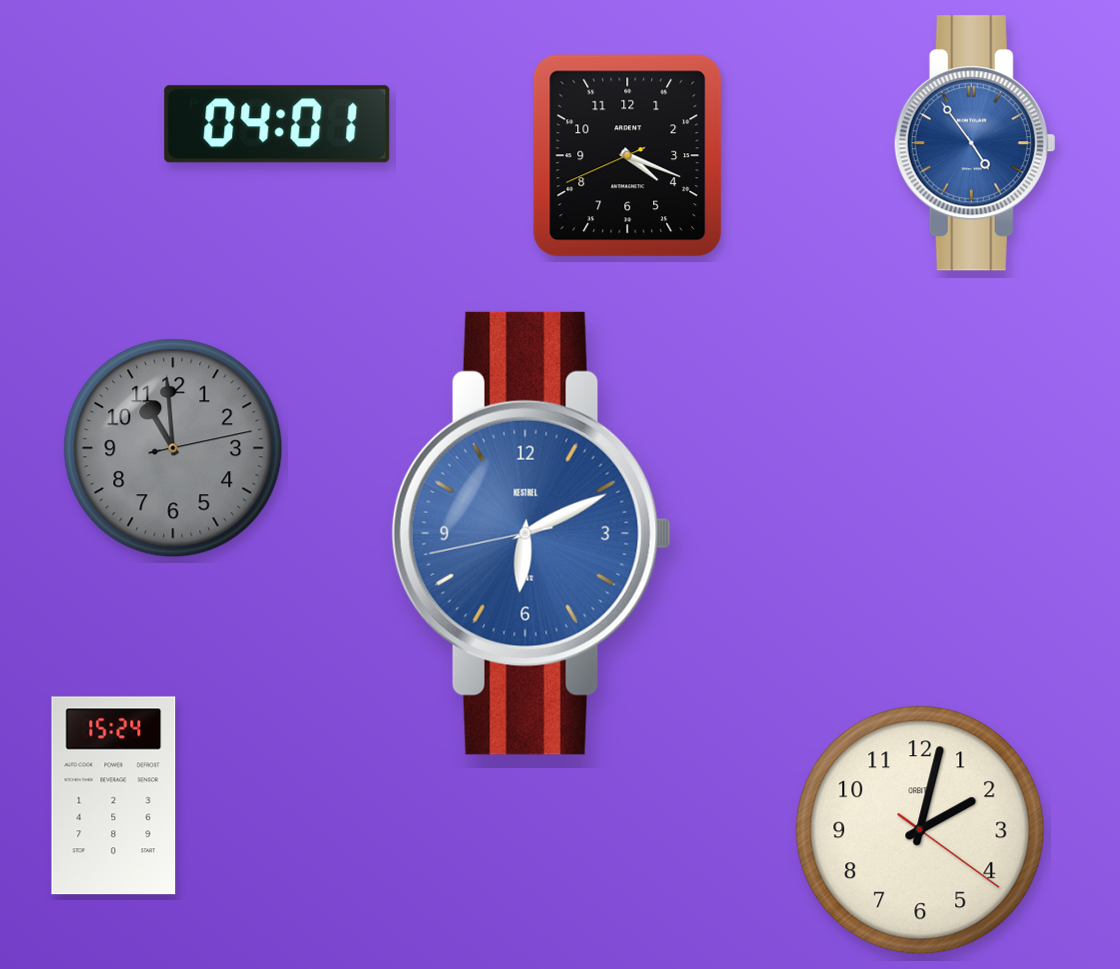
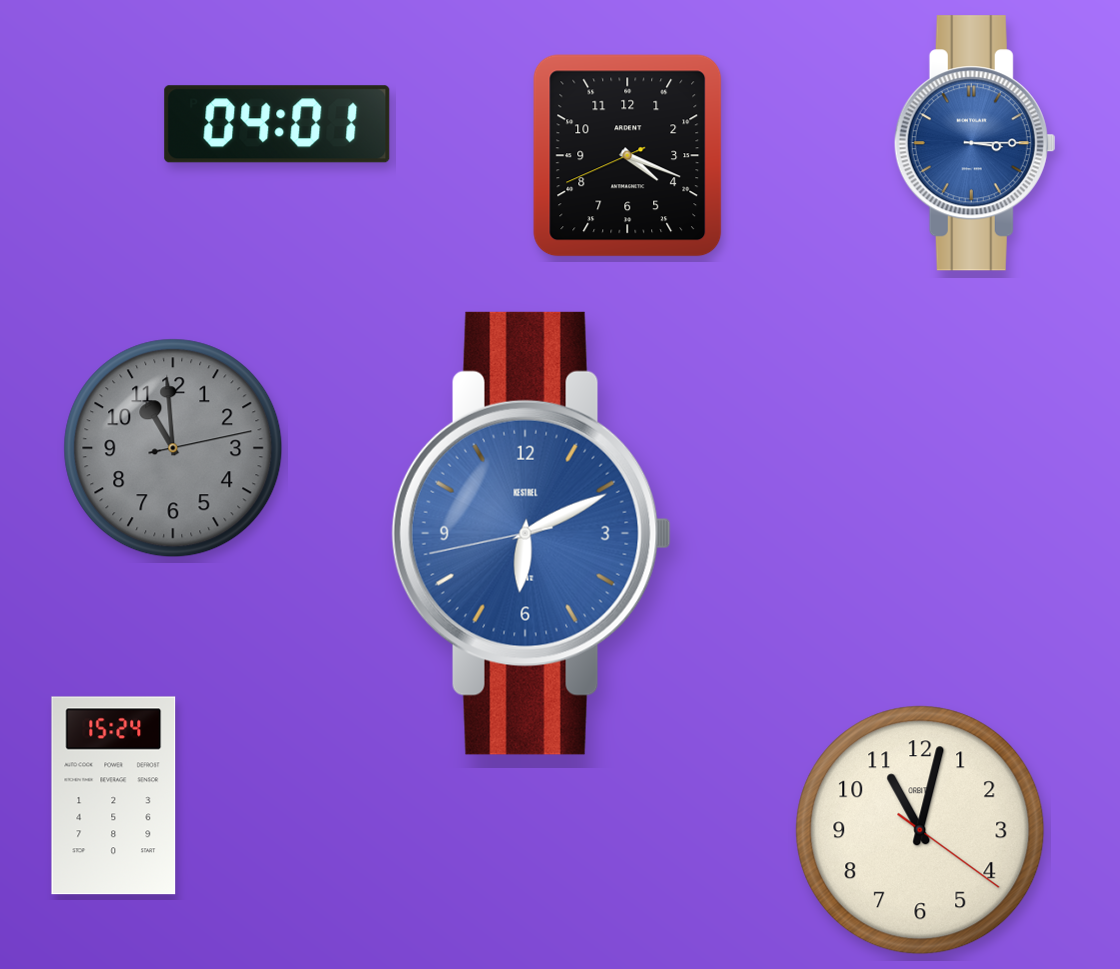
clock at (975, 143): 4:54 -> 3:15
clock at (920, 830): 2:02 -> 11:02
